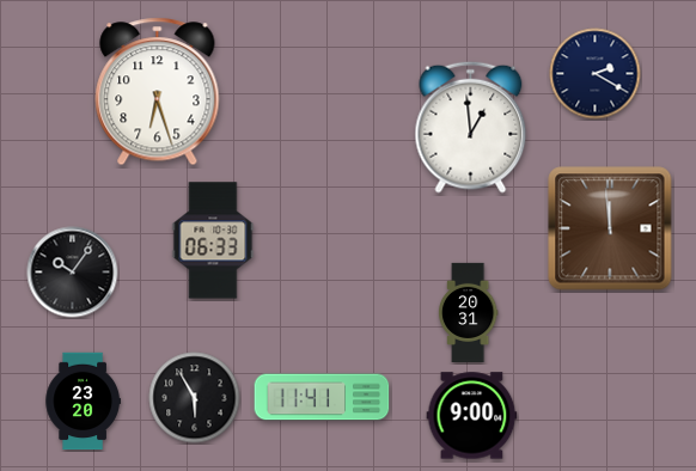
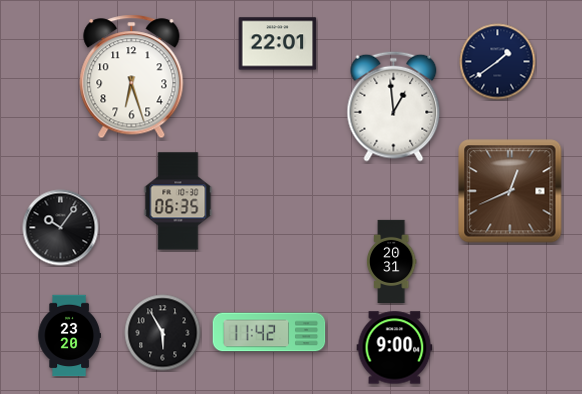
clock at (278, 44): none -> 22:01
clock at (596, 74): 2:20 -> 1:39
clock at (610, 228): 11:59 -> 12:41
clock at (213, 240): 06:33 -> 06:35
clock at (322, 397): 11:41 -> 11:42
